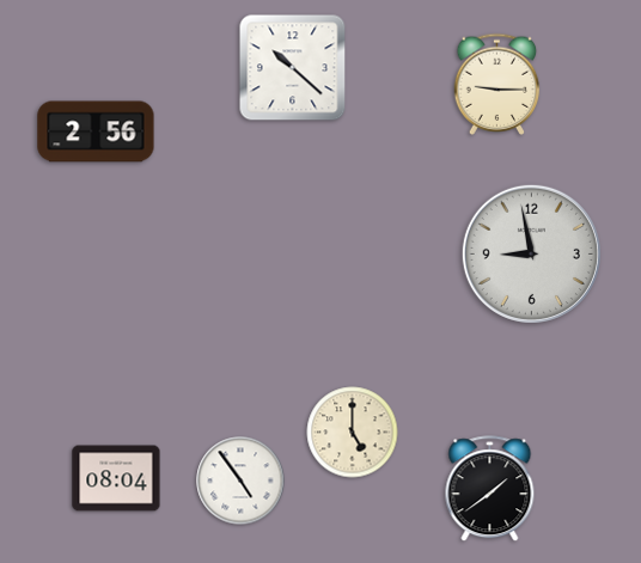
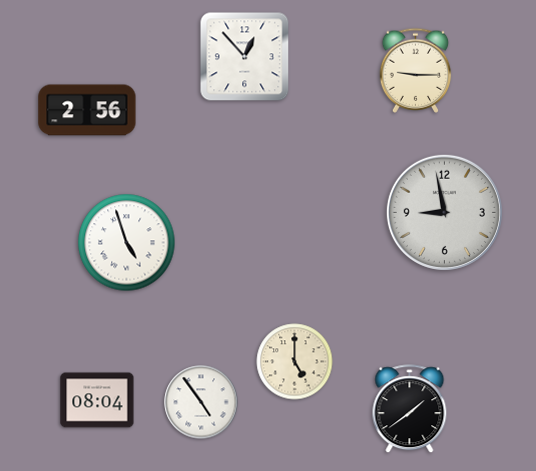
clock at (293, 68): 10:22 -> 12:53
clock at (96, 131) position: (96, 131) -> (87, 110)
clock at (127, 243): none -> 4:57
